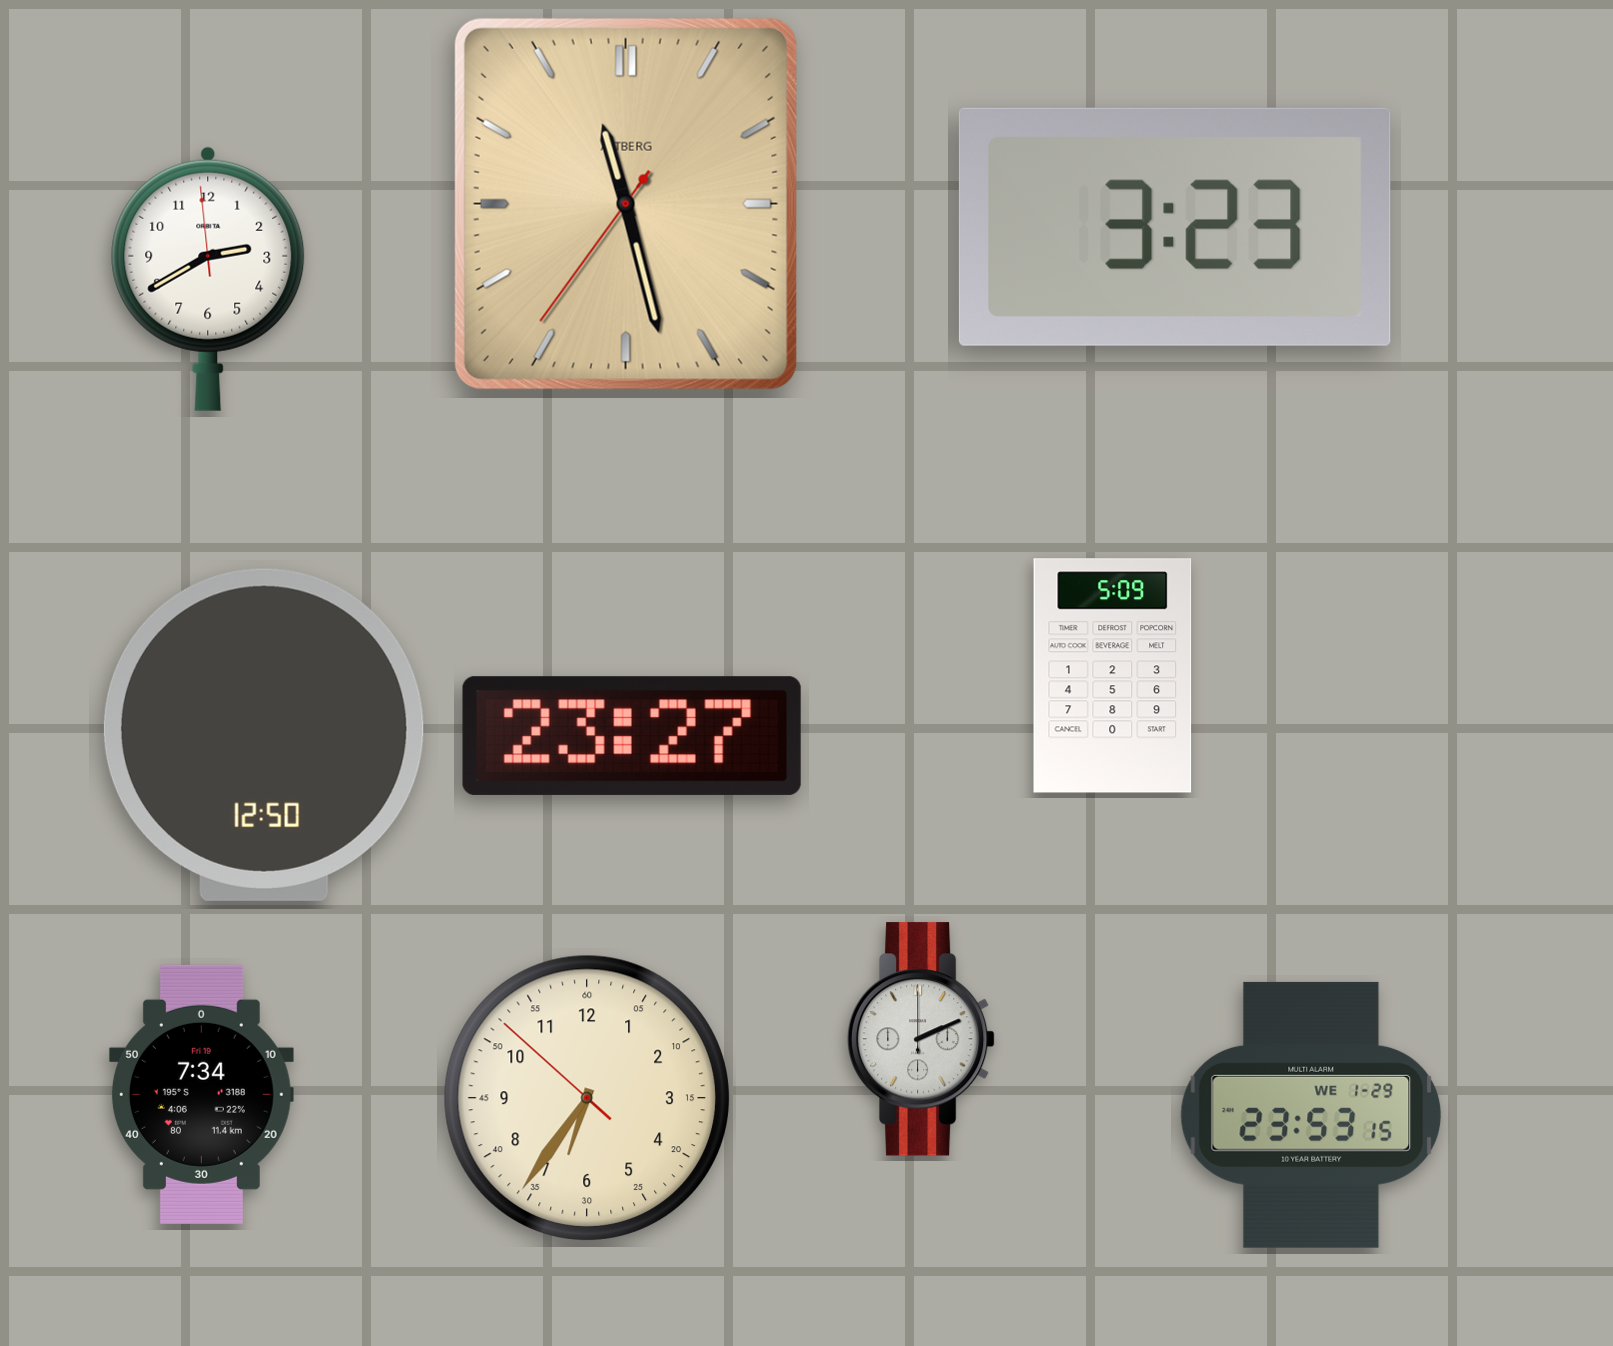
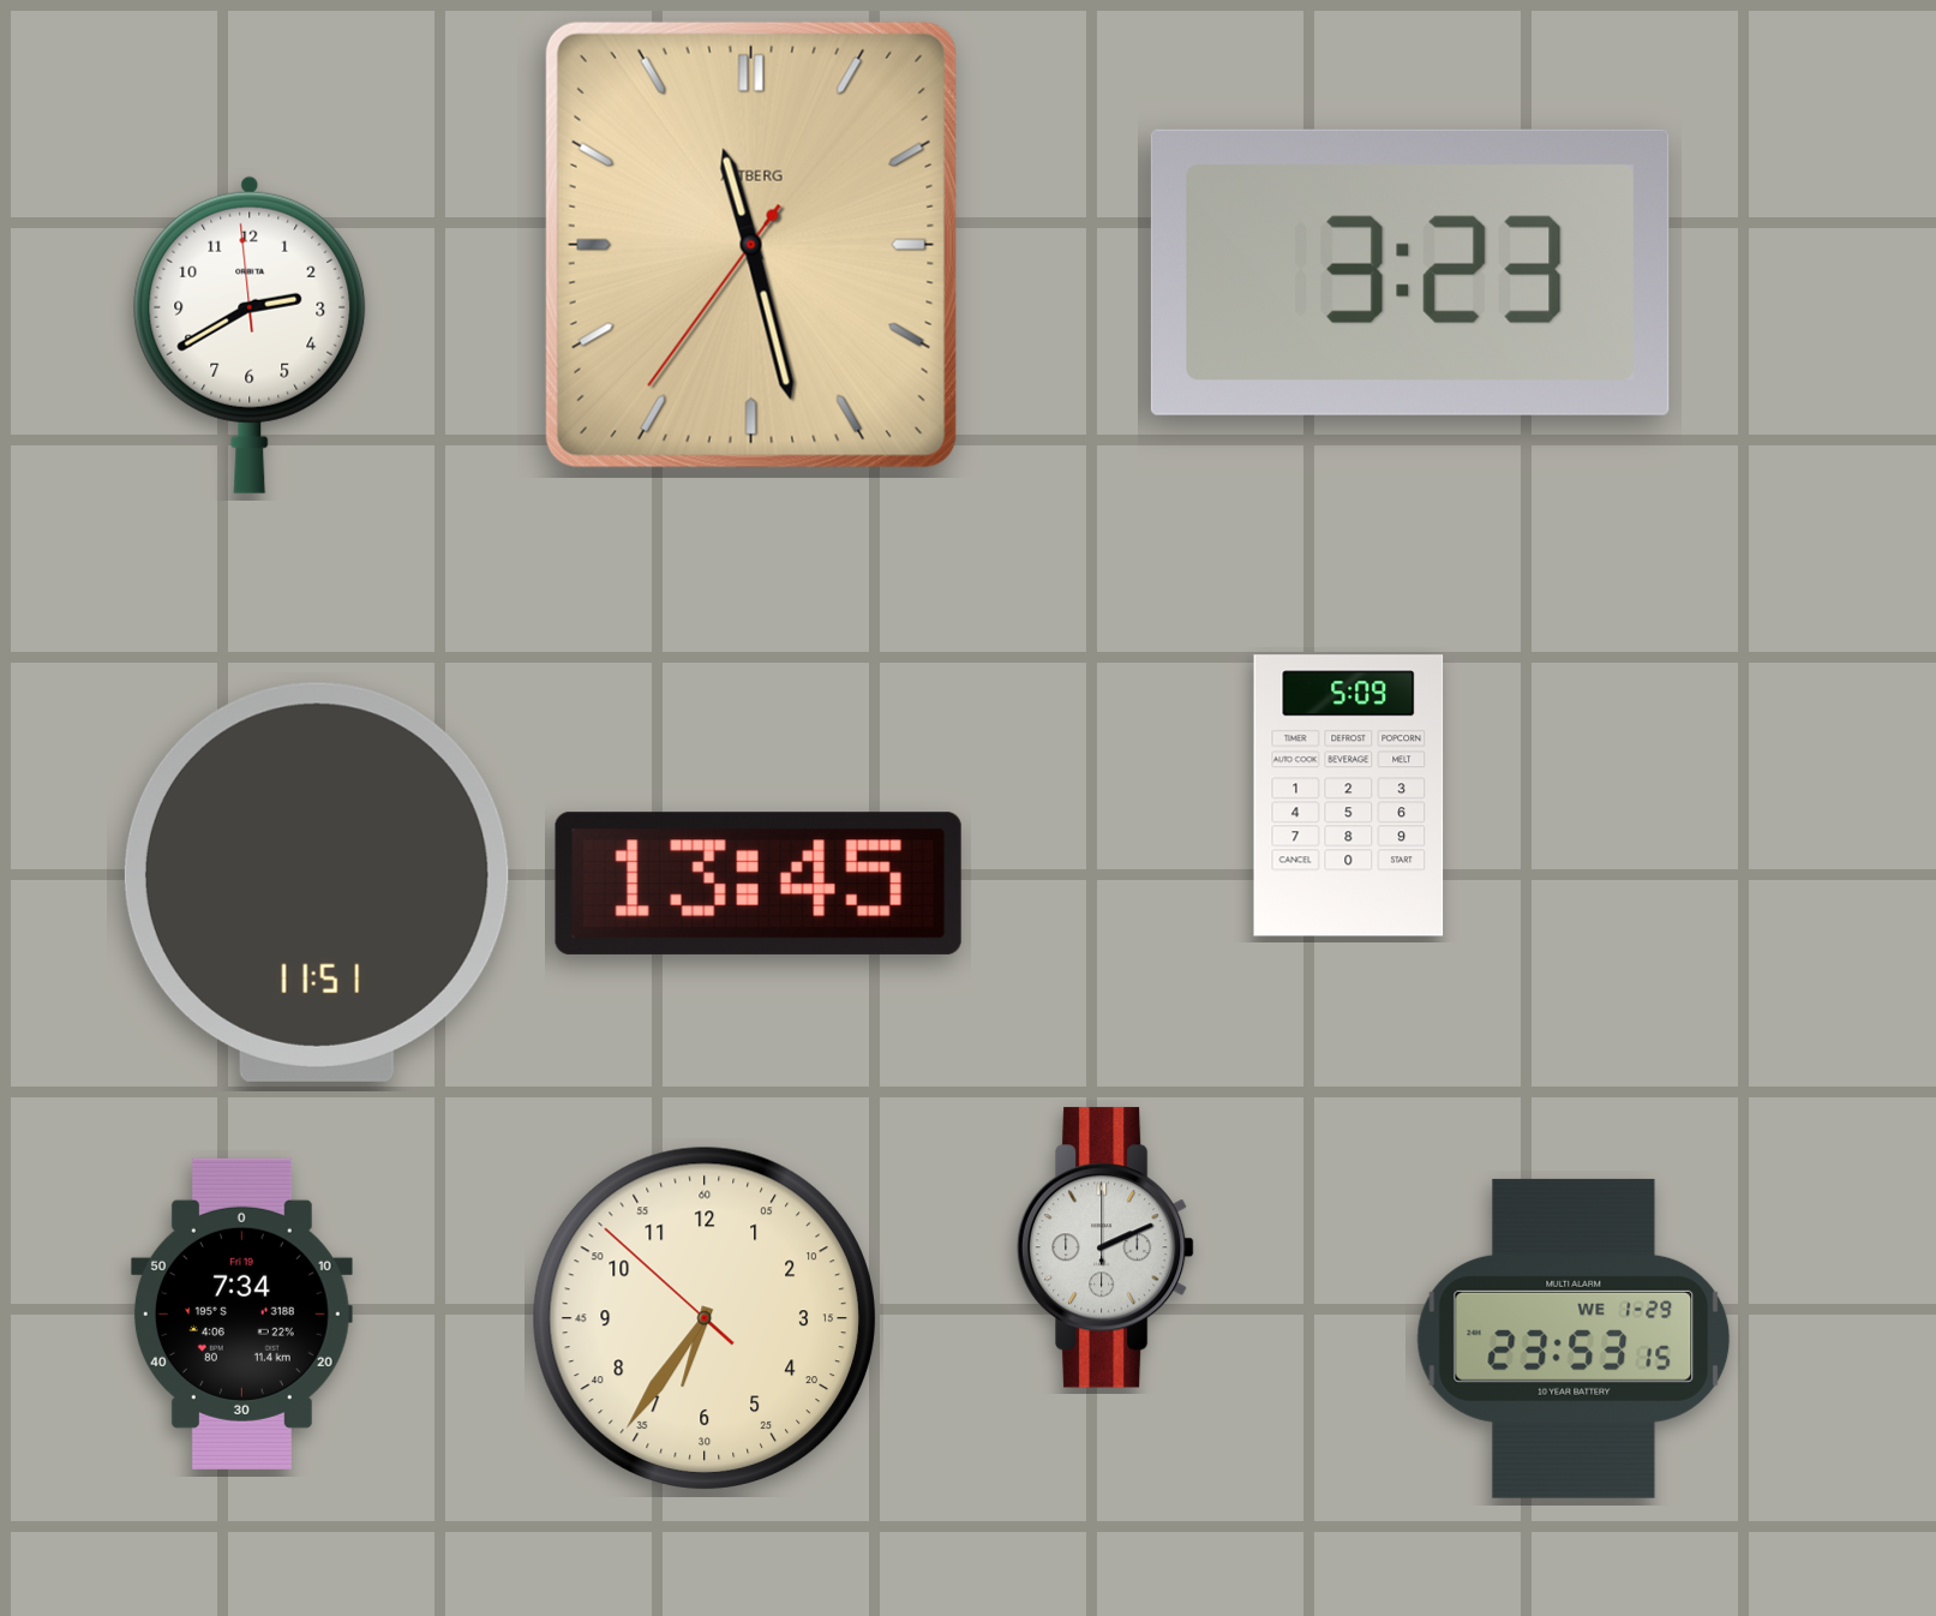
clock at (1113, 676) position: (1113, 676) -> (1349, 796)
clock at (264, 735): 12:50 -> 11:51
clock at (632, 736): 23:27 -> 13:45
